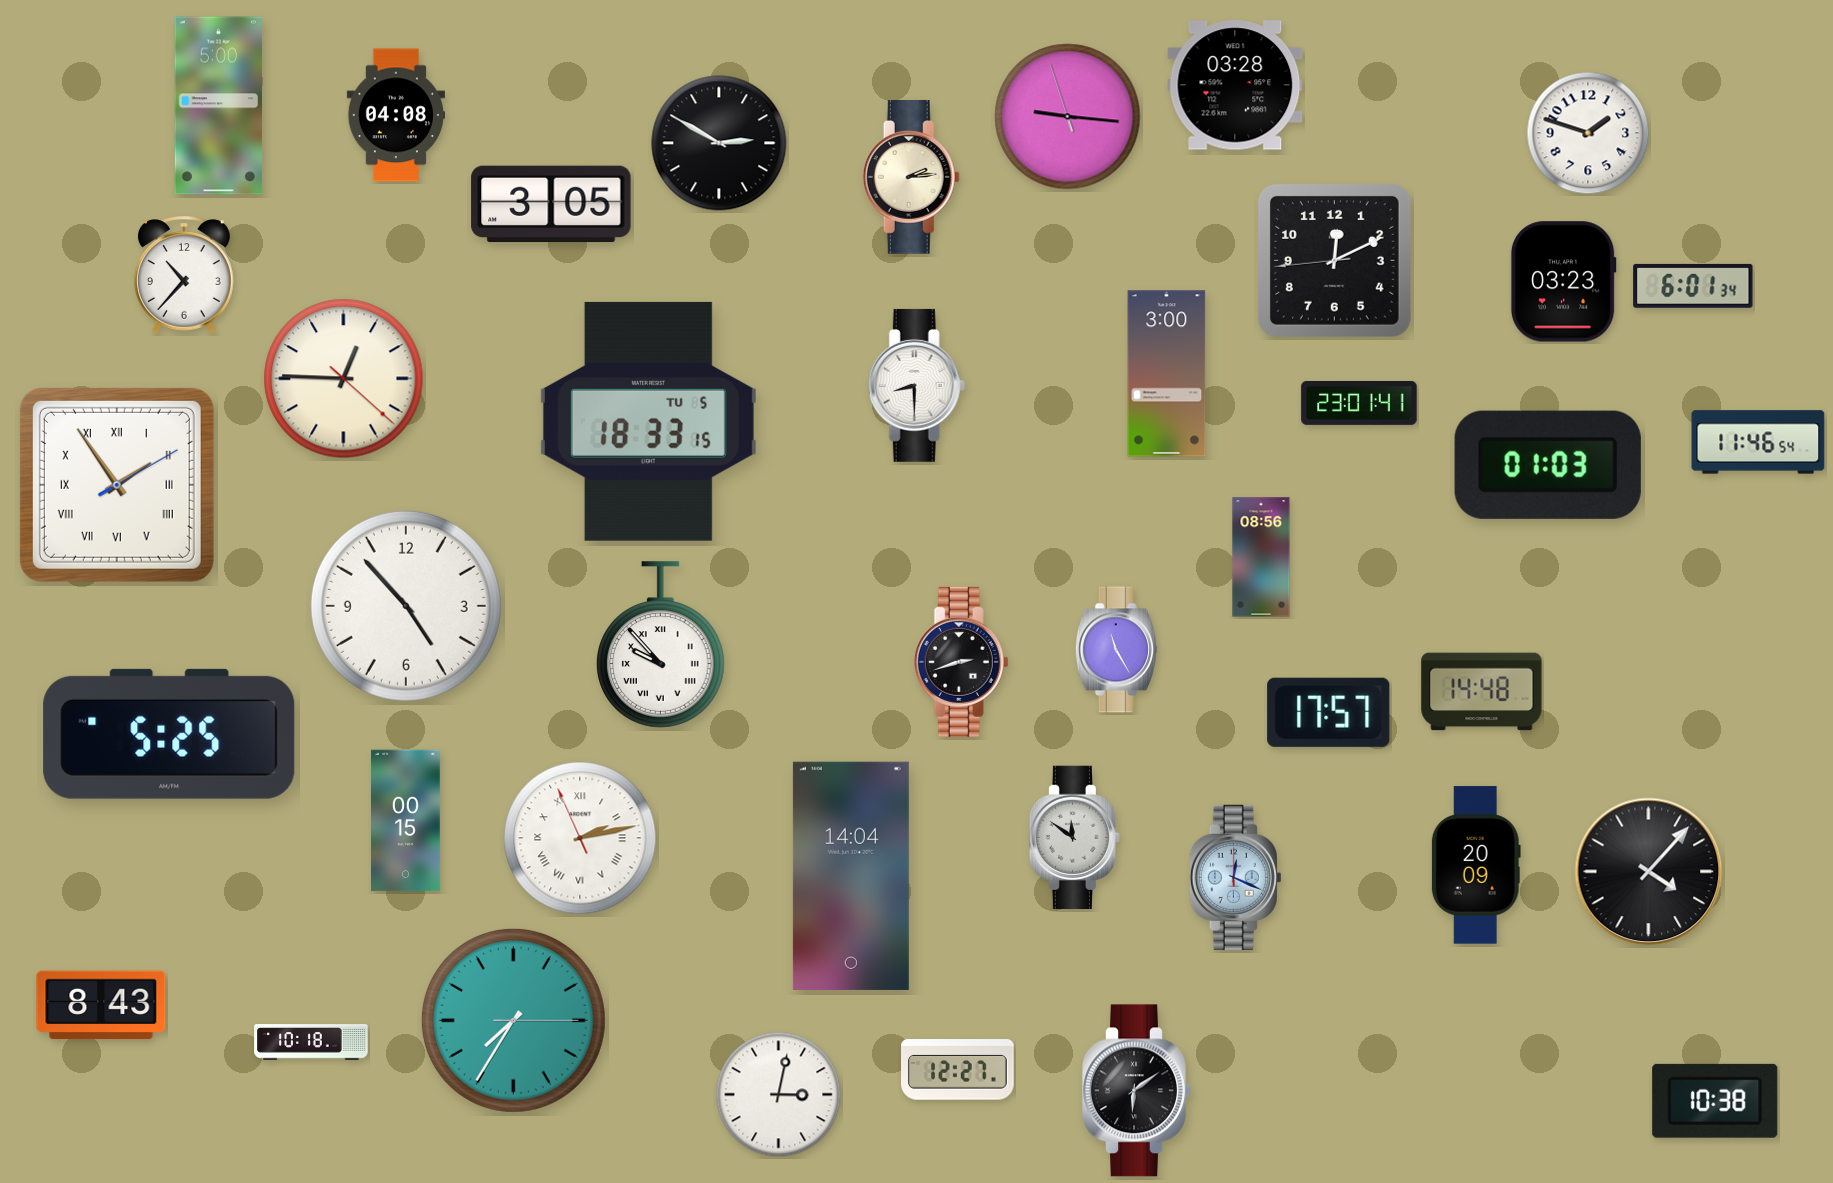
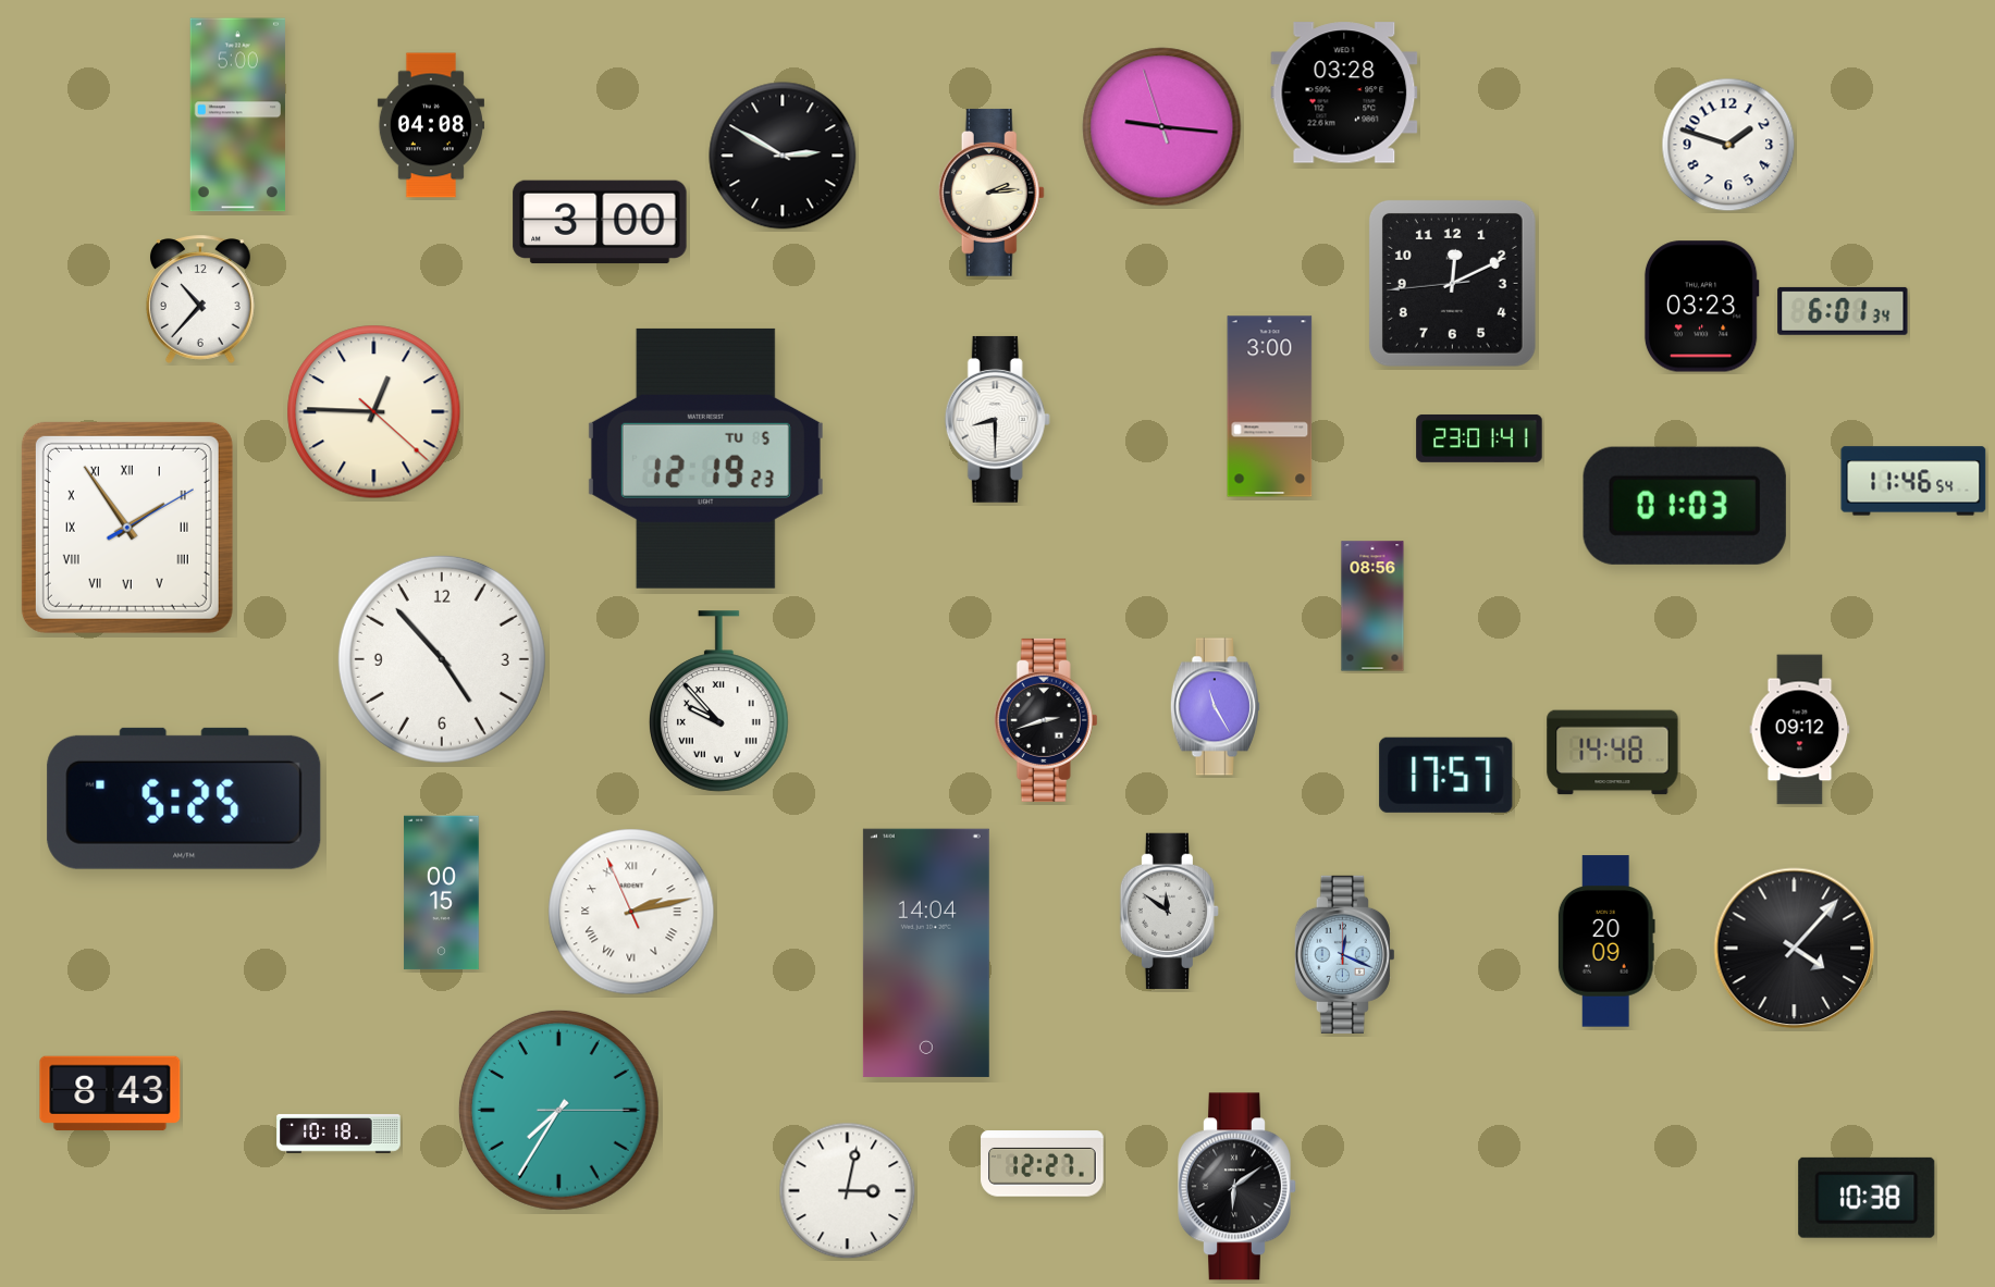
clock at (551, 204): 3:05 -> 3:00
clock at (648, 421): 18:33 -> 12:19
clock at (1800, 730): none -> 09:12
